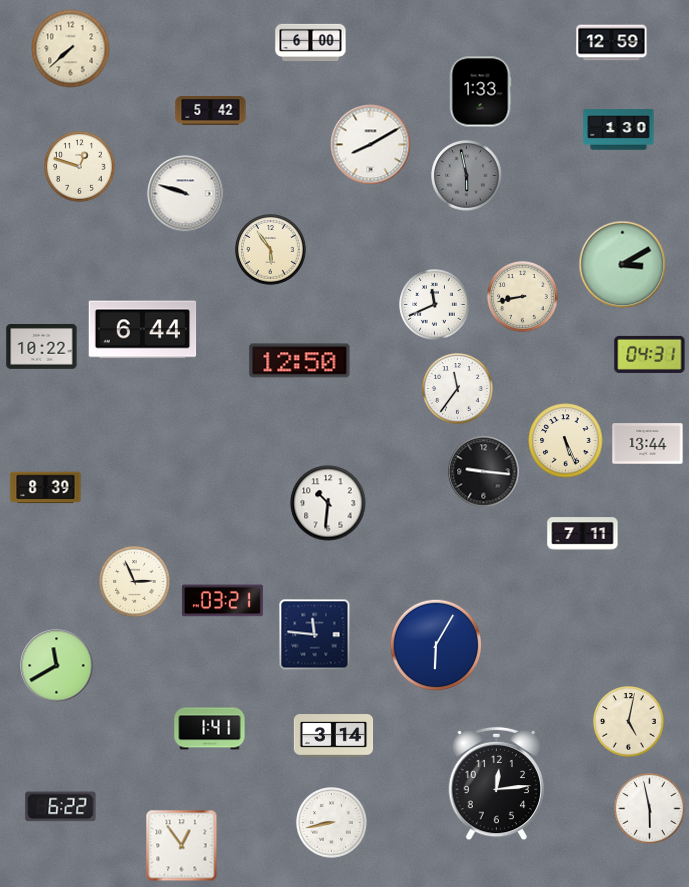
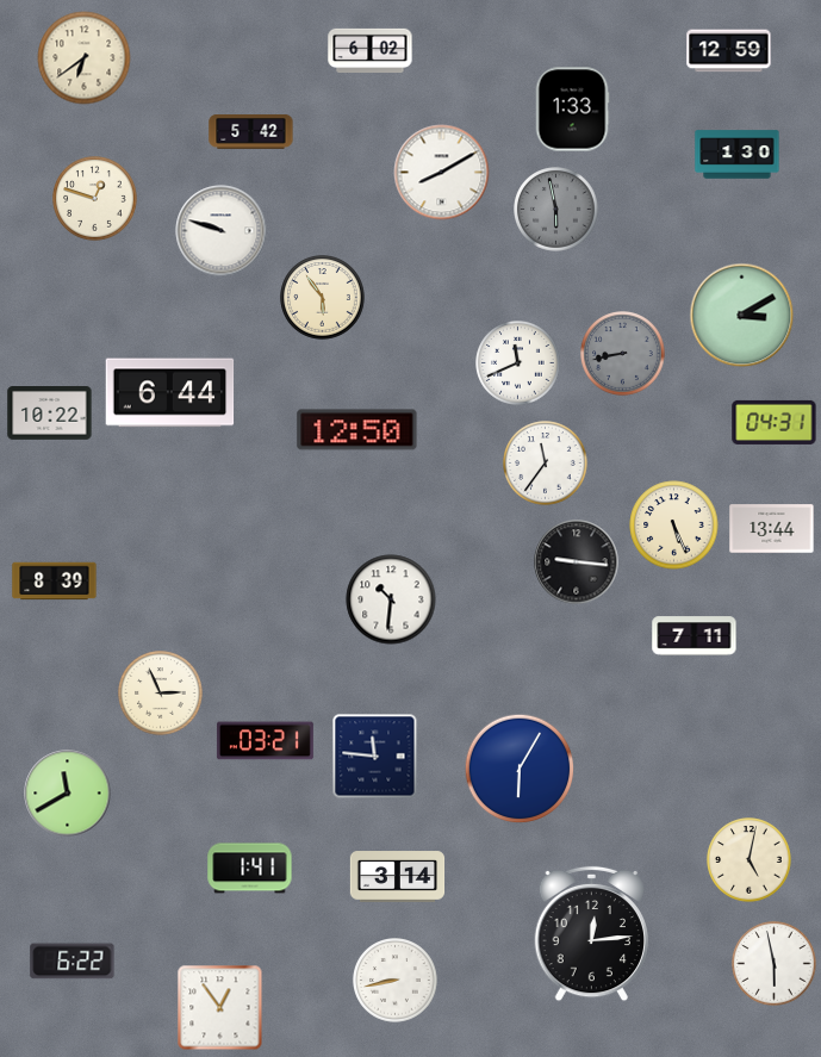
clock at (311, 43): 6:00 -> 6:02
clock at (71, 49): 7:38 -> 6:39
clock at (523, 297) dial: cream -> grey
clock at (222, 601) position: (222, 601) -> (265, 741)
clock at (182, 846) position: (182, 846) -> (220, 1008)
